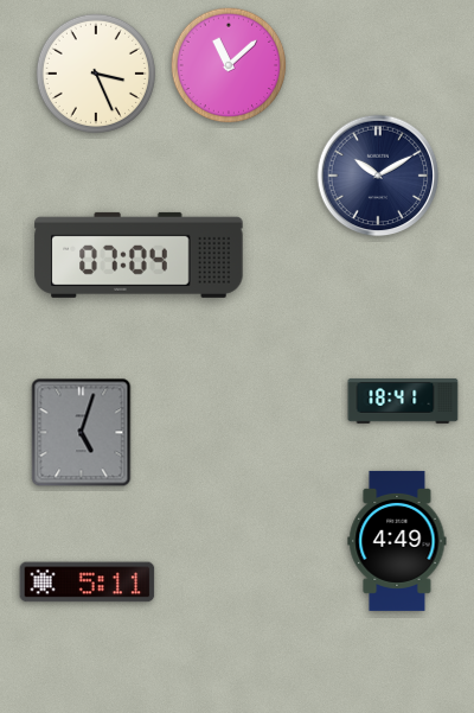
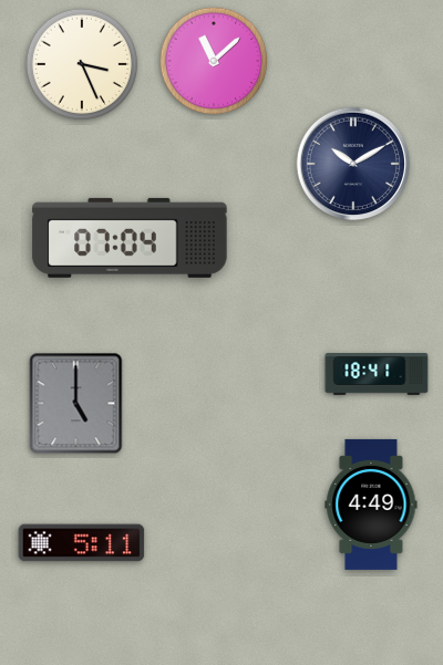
clock at (96, 74) position: (96, 74) -> (82, 64)
clock at (82, 433): 5:03 -> 5:00
